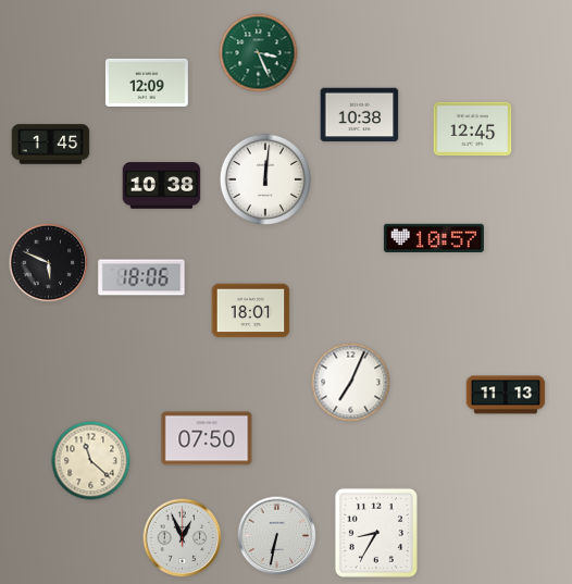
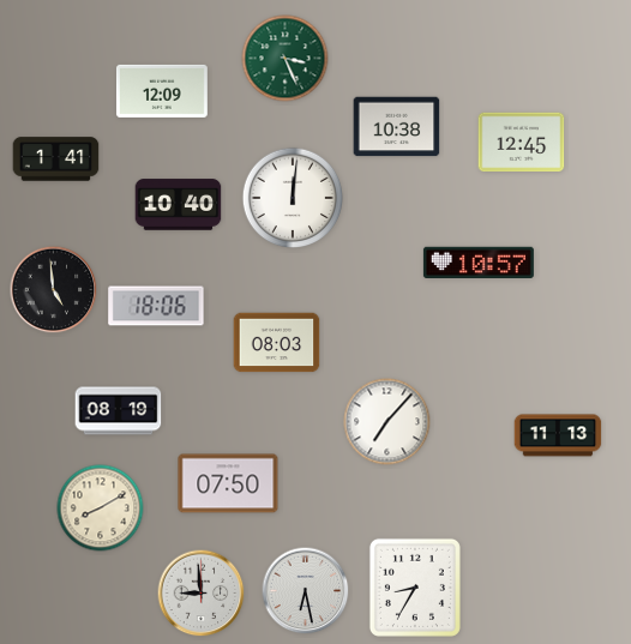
clock at (51, 145): 1:45 -> 1:41
clock at (162, 186): 10:38 -> 10:40
clock at (49, 263): 5:49 -> 4:59
clock at (251, 311): 18:01 -> 08:03
clock at (119, 411): none -> 08:19
clock at (351, 383): 7:04 -> 7:07
clock at (91, 461): 11:22 -> 8:10
clock at (277, 536): 6:32 -> 6:28
clock at (183, 538): 12:56 -> 8:59
